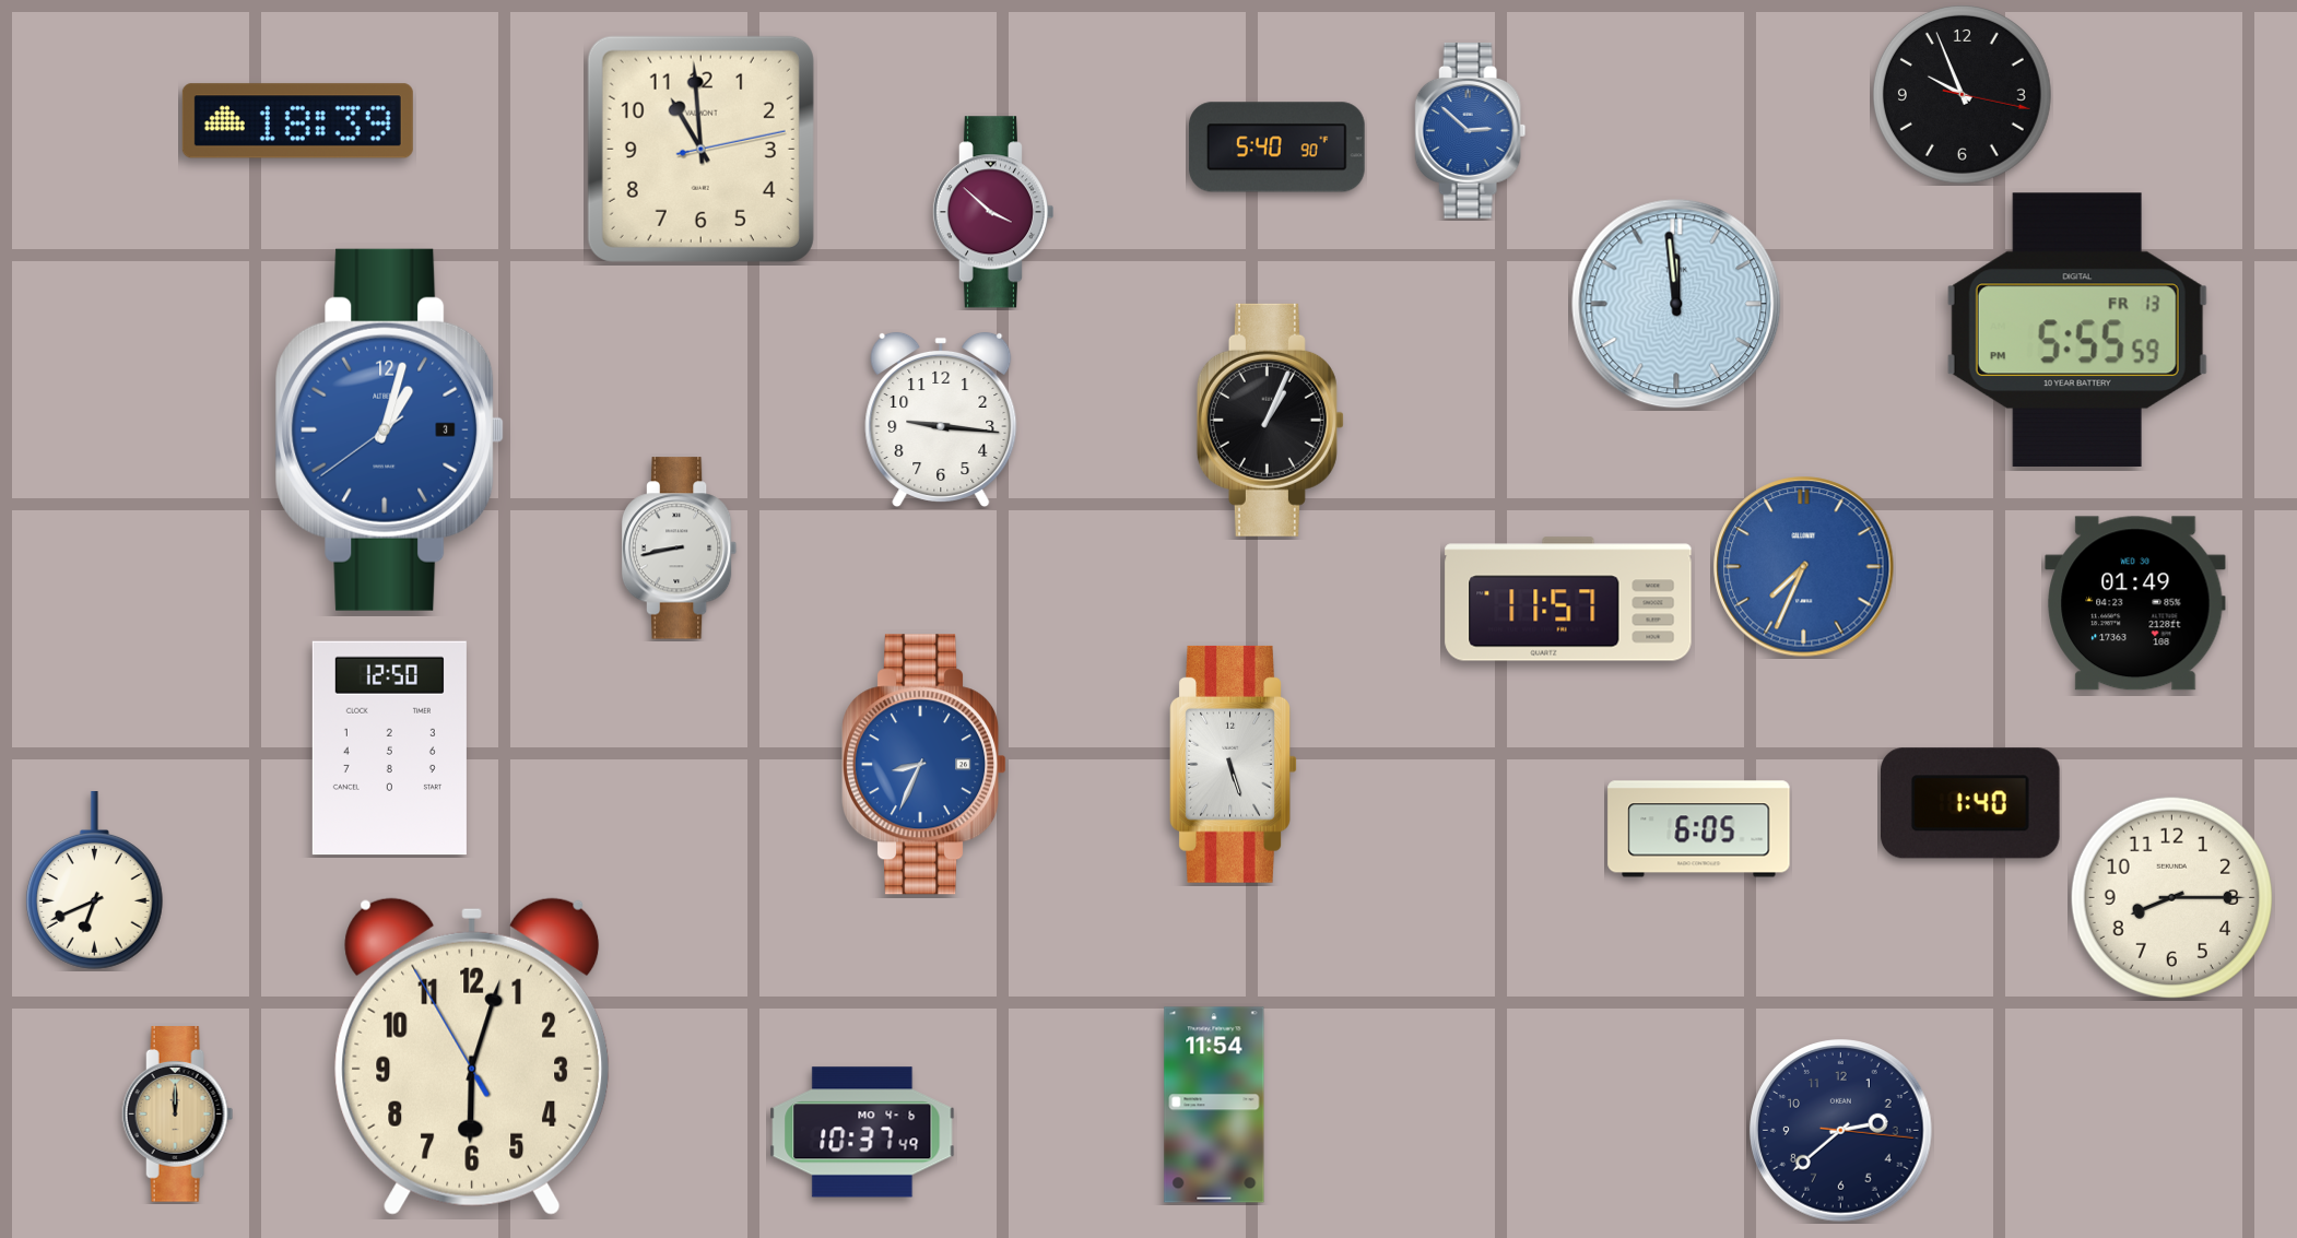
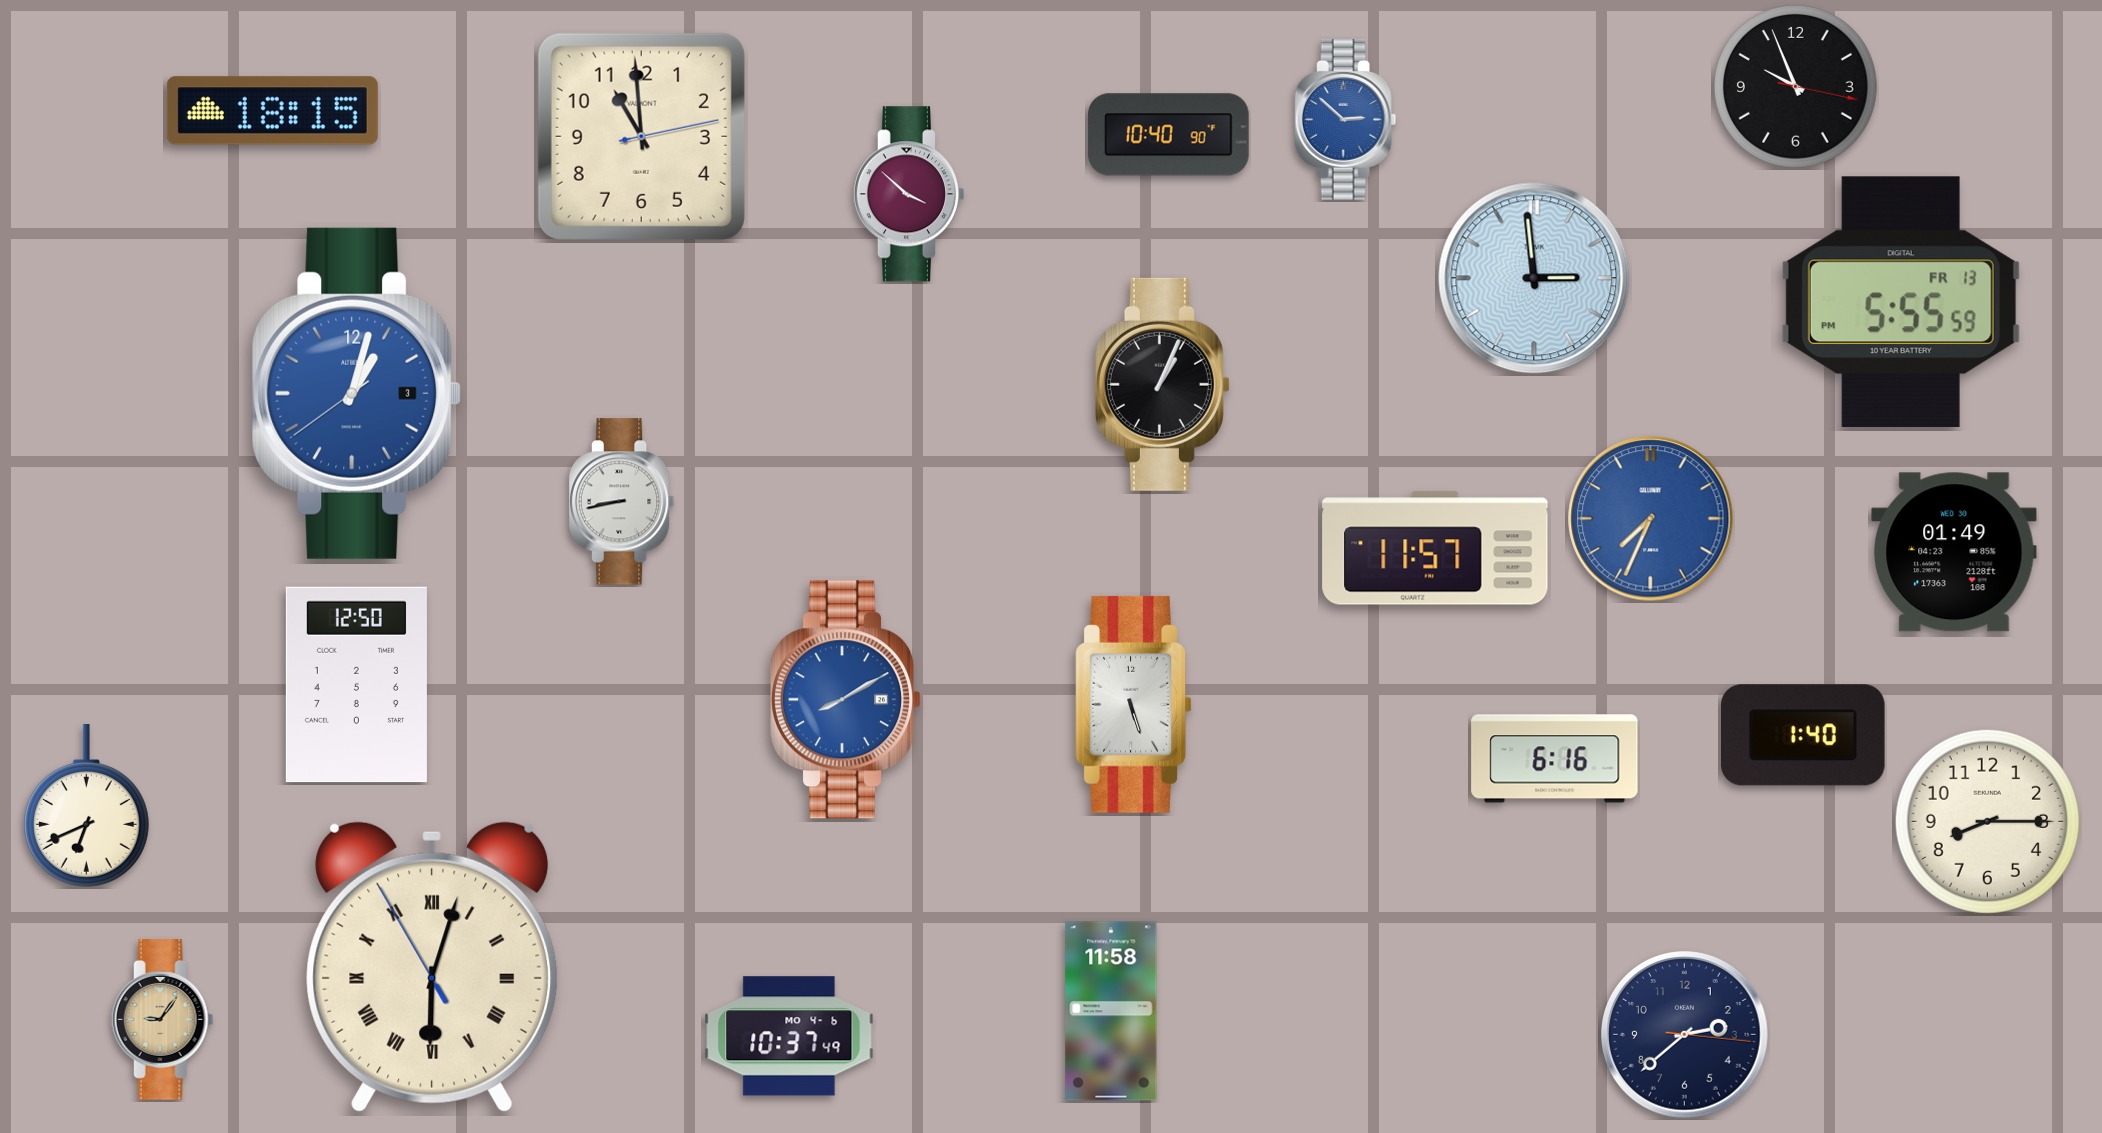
clock at (297, 121): 18:39 -> 18:15
clock at (1277, 148): 5:40 -> 10:40
clock at (1676, 304): 11:59 -> 2:59
clock at (941, 418): 9:16 -> none
clock at (1234, 764) position: (1234, 764) -> (1134, 704)
clock at (926, 765): 8:34 -> 8:10
clock at (1699, 829): 6:05 -> 6:16
clock at (472, 1057) numerals: Arabic -> Roman
clock at (1214, 1105): 11:54 -> 11:58
clock at (178, 1115): 12:00 -> 9:06
